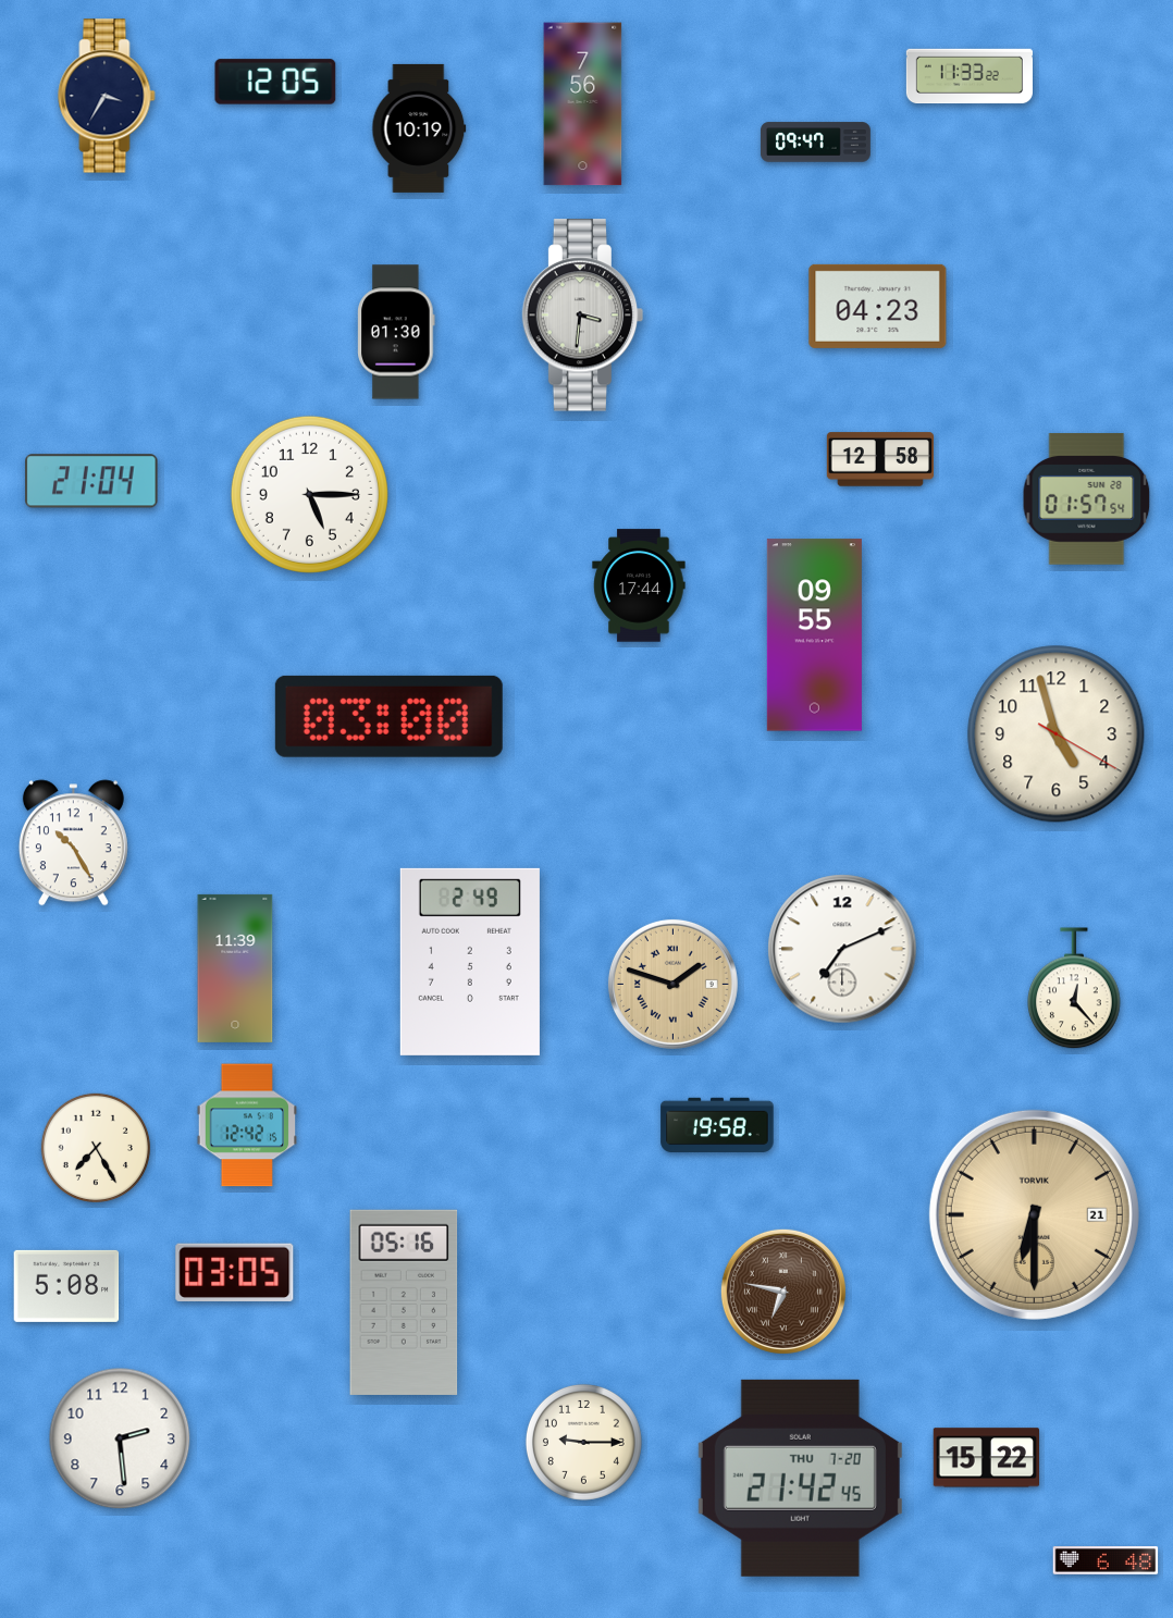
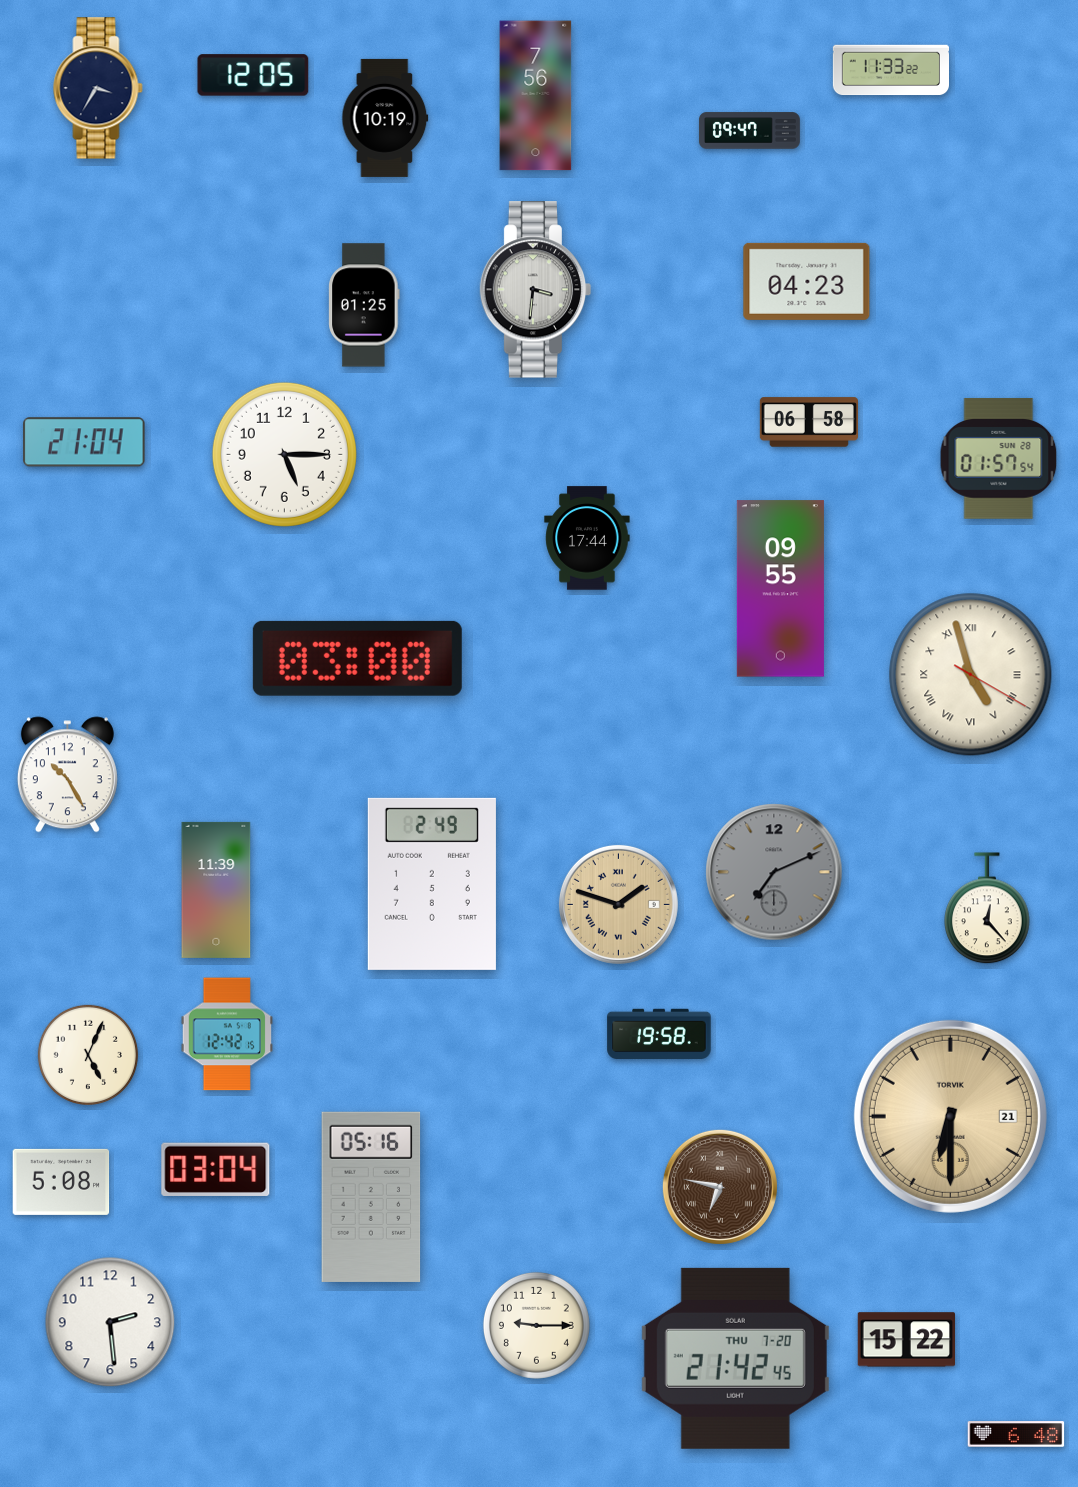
clock at (396, 332): 01:30 -> 01:25
clock at (879, 459): 12:58 -> 06:58
clock at (814, 635) position: (814, 635) -> (780, 589)
clock at (1057, 734) numerals: Arabic -> Roman
clock at (842, 949) dial: white -> grey
clock at (96, 1148): 7:25 -> 5:04
clock at (235, 1272): 03:05 -> 03:04
